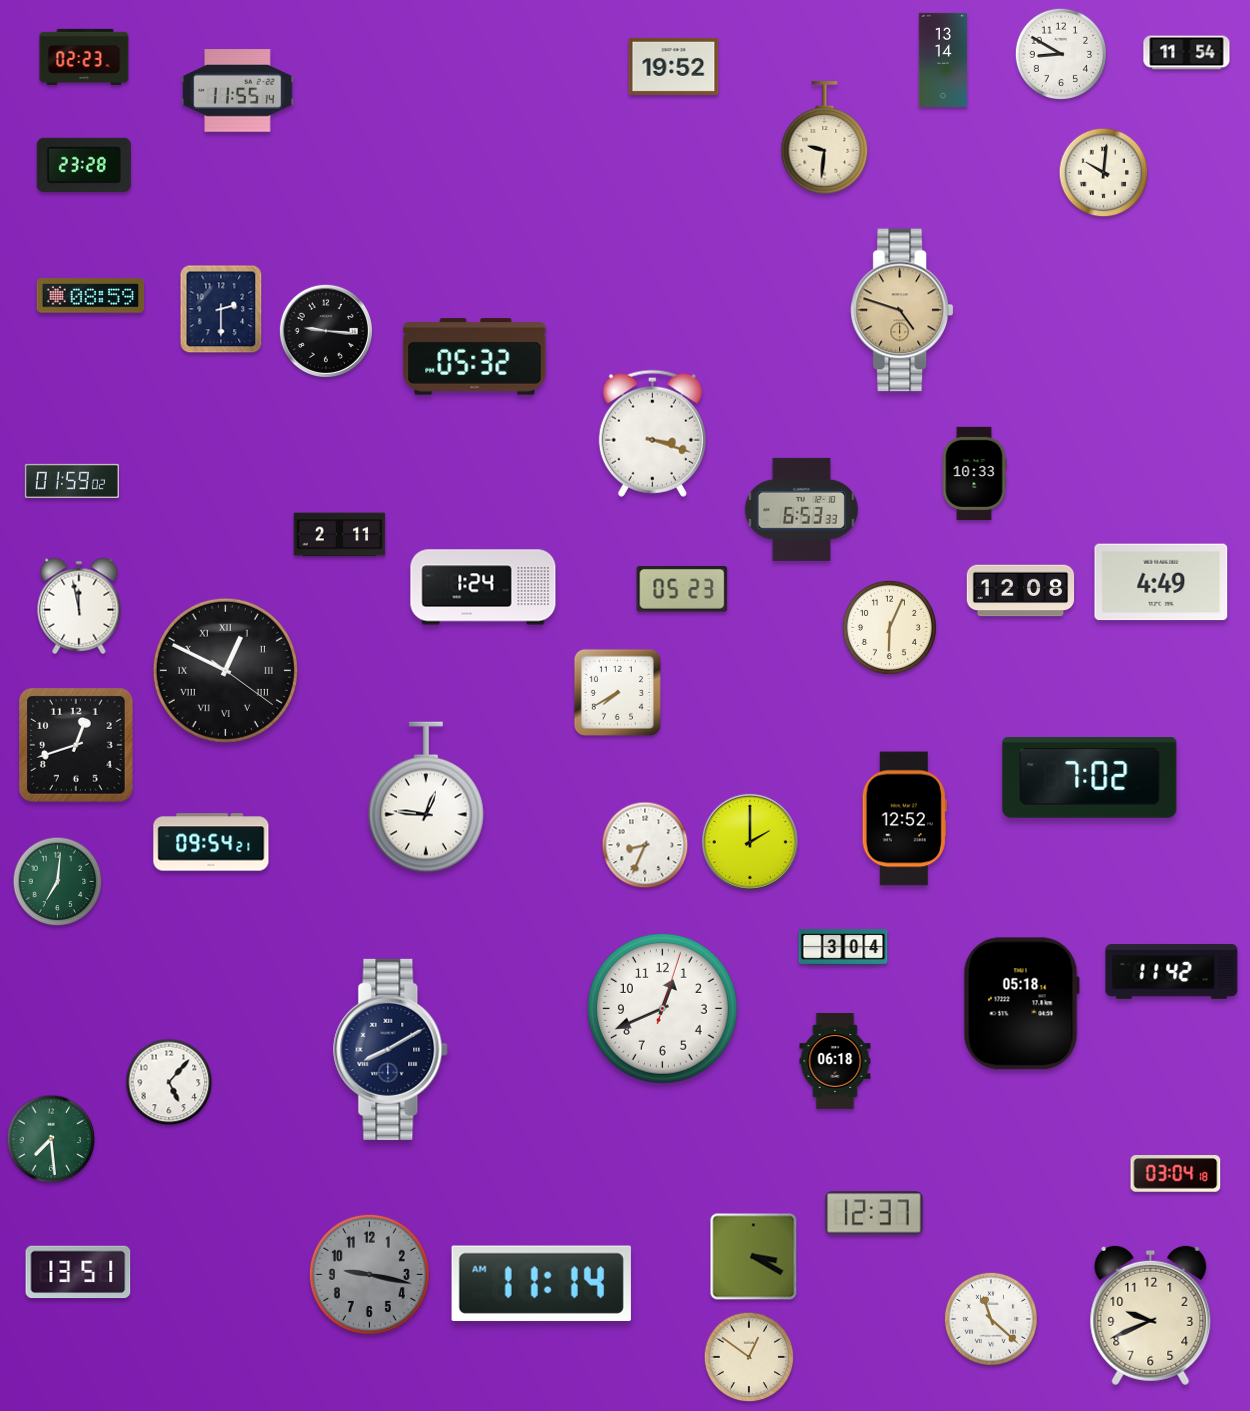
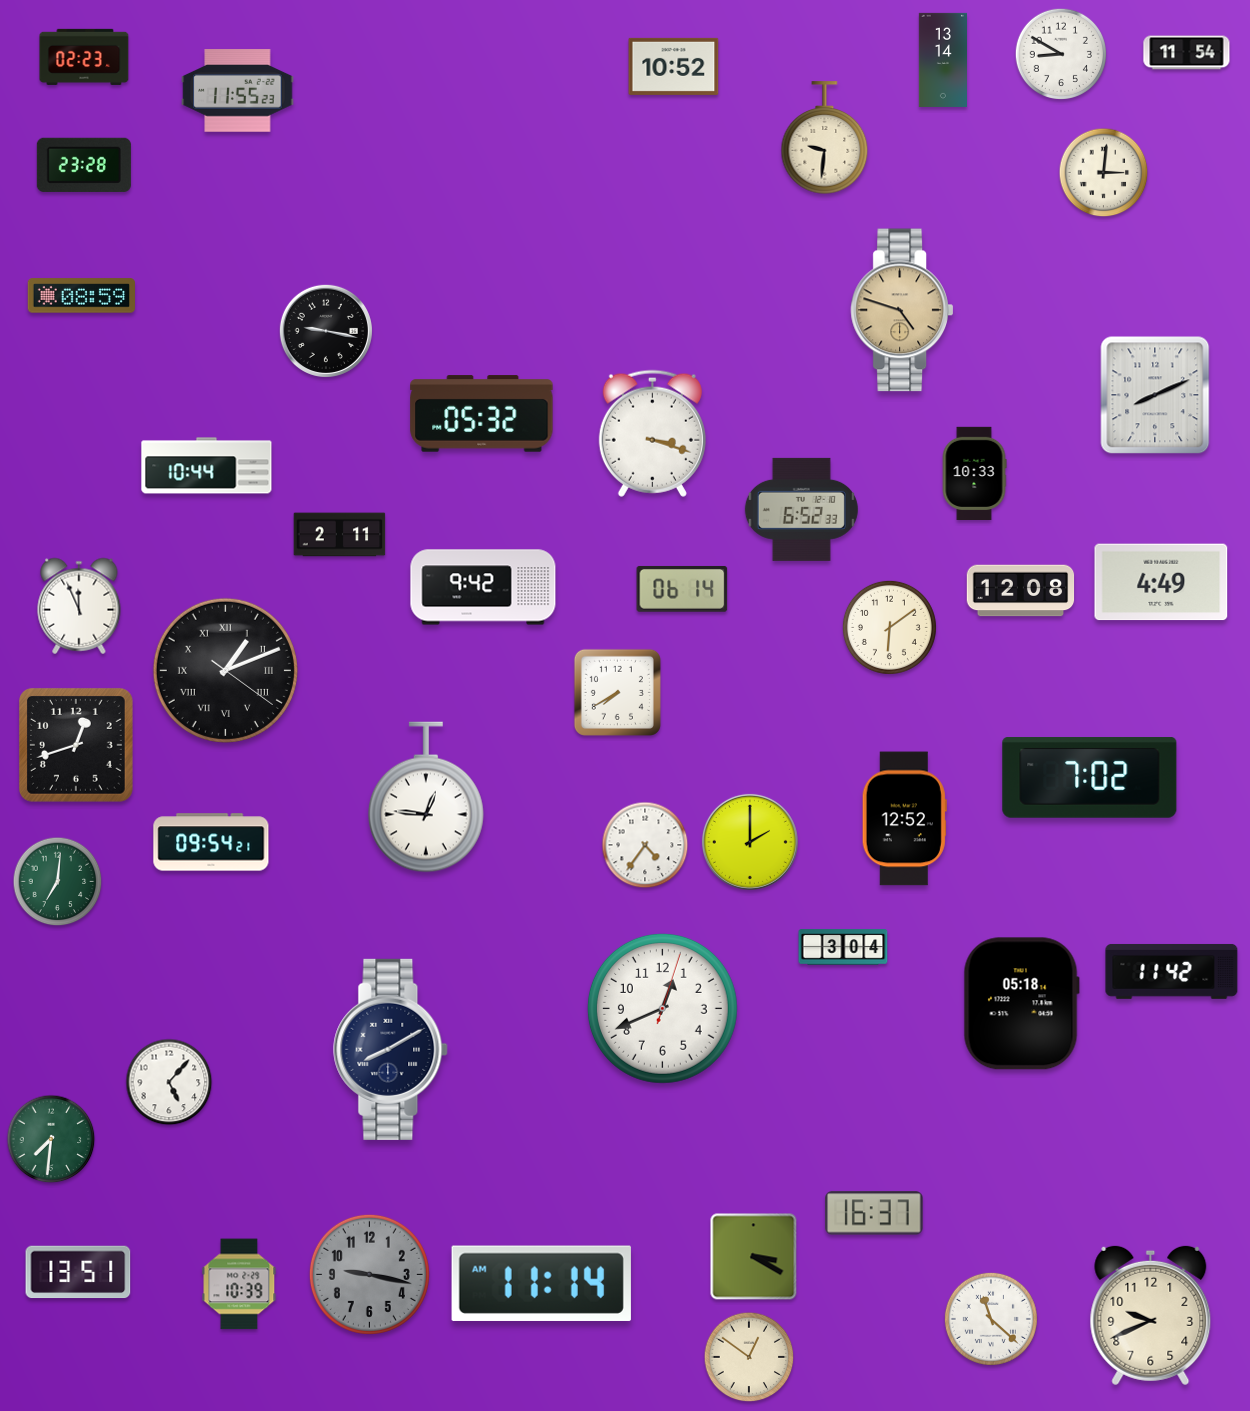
clock at (674, 66): 19:52 -> 10:52
clock at (238, 91): 11:55:14 -> 11:55:23
clock at (1104, 173): 10:01 -> 3:01
clock at (90, 296) position: (90, 296) -> (81, 296)
clock at (221, 309): 2:30 -> none
clock at (326, 331): 9:16 -> 9:17
clock at (475, 357) position: (475, 357) -> (482, 414)
clock at (1155, 395): none -> 8:11
clock at (207, 466): none -> 10:44
clock at (72, 481): 01:59 -> none
clock at (801, 509): 6:53 -> 6:52
clock at (483, 587): 1:24 -> 9:42
clock at (682, 589): 05:23 -> 06:14
clock at (79, 606): 11:58 -> 11:56
clock at (889, 627): 6:04 -> 6:09
clock at (225, 670): 12:49 -> 1:11
clock at (645, 845): 8:34 -> 4:36
clock at (835, 1062): 06:18 -> none
clock at (51, 1139): 7:29 -> 7:31
clock at (1176, 1174): 03:04 -> none
clock at (874, 1213): 12:37 -> 16:37
clock at (239, 1284): none -> 10:39
